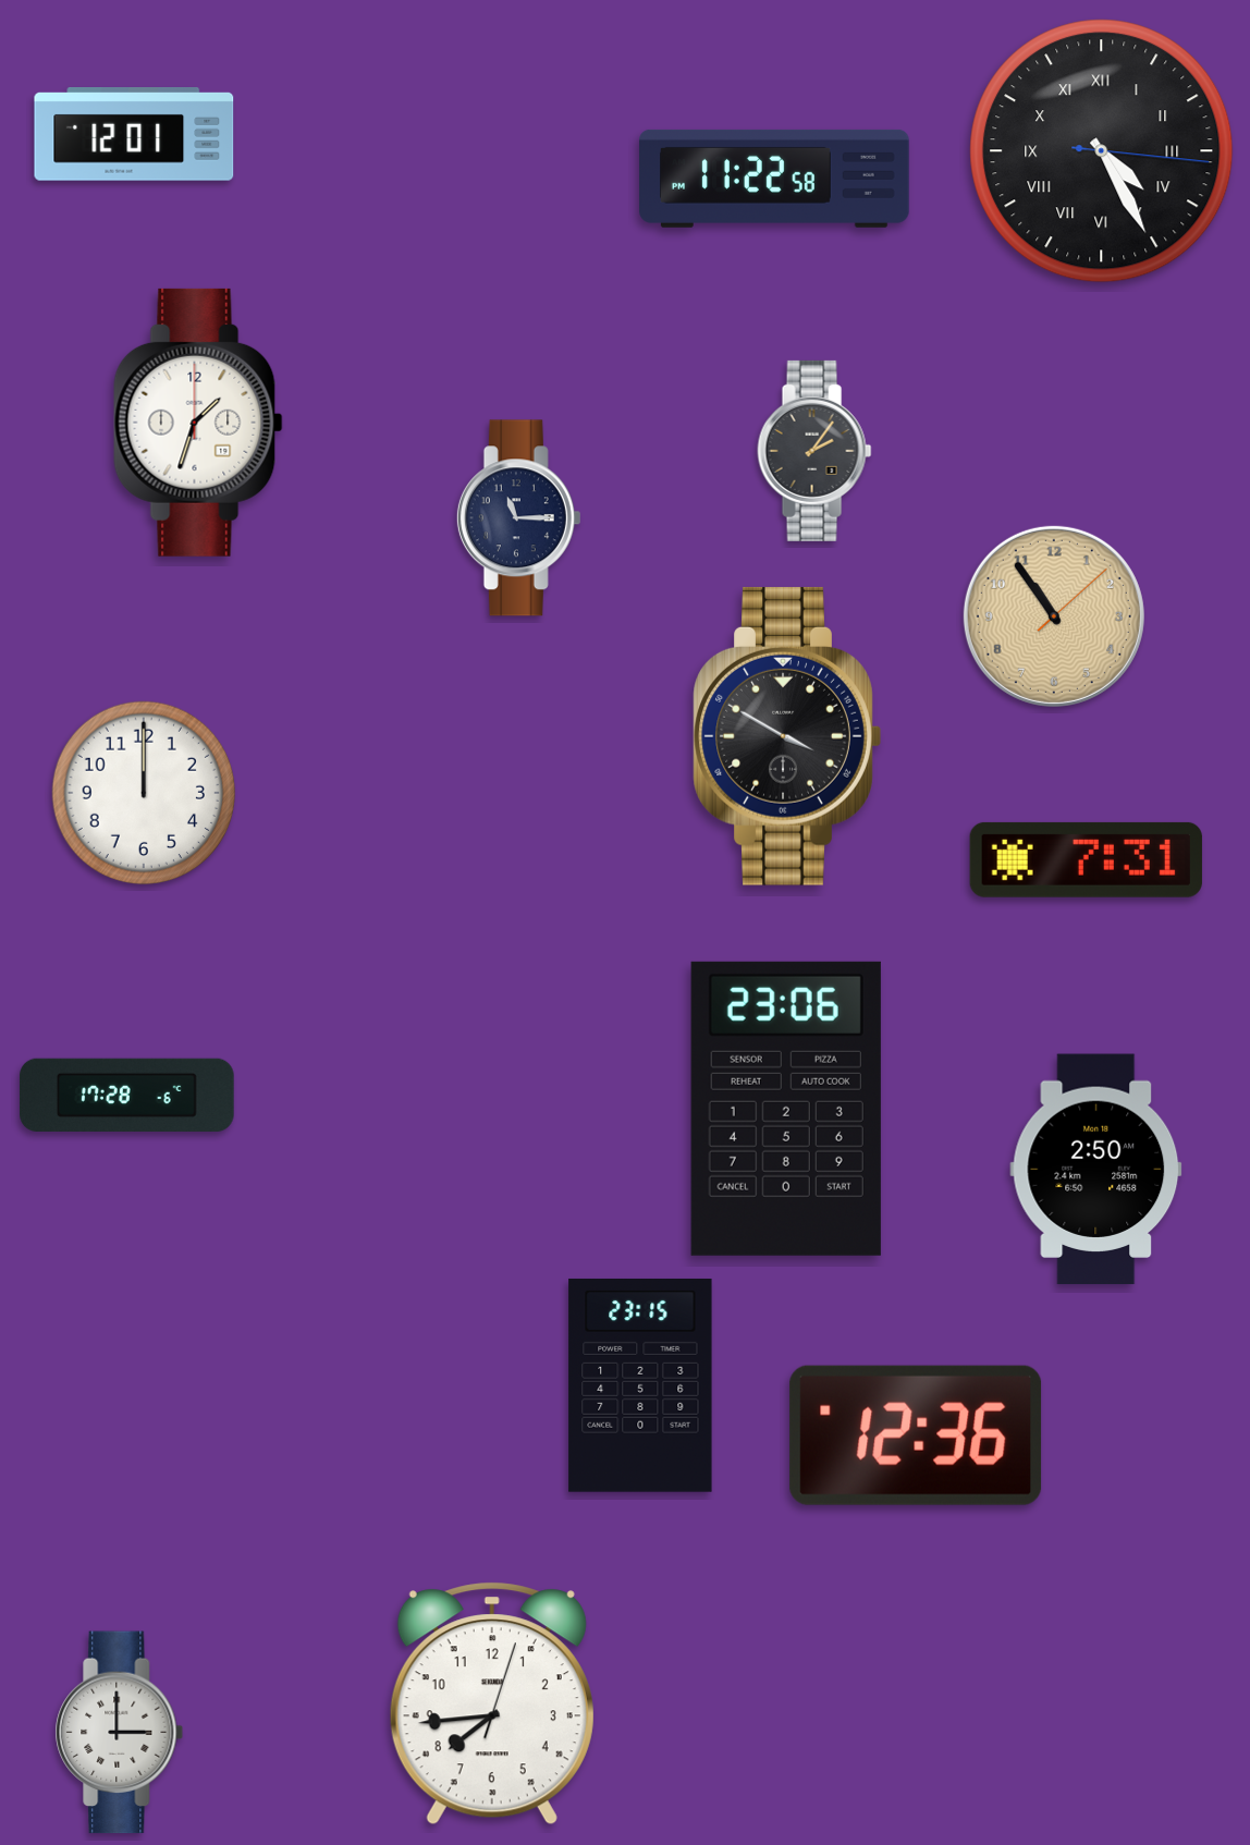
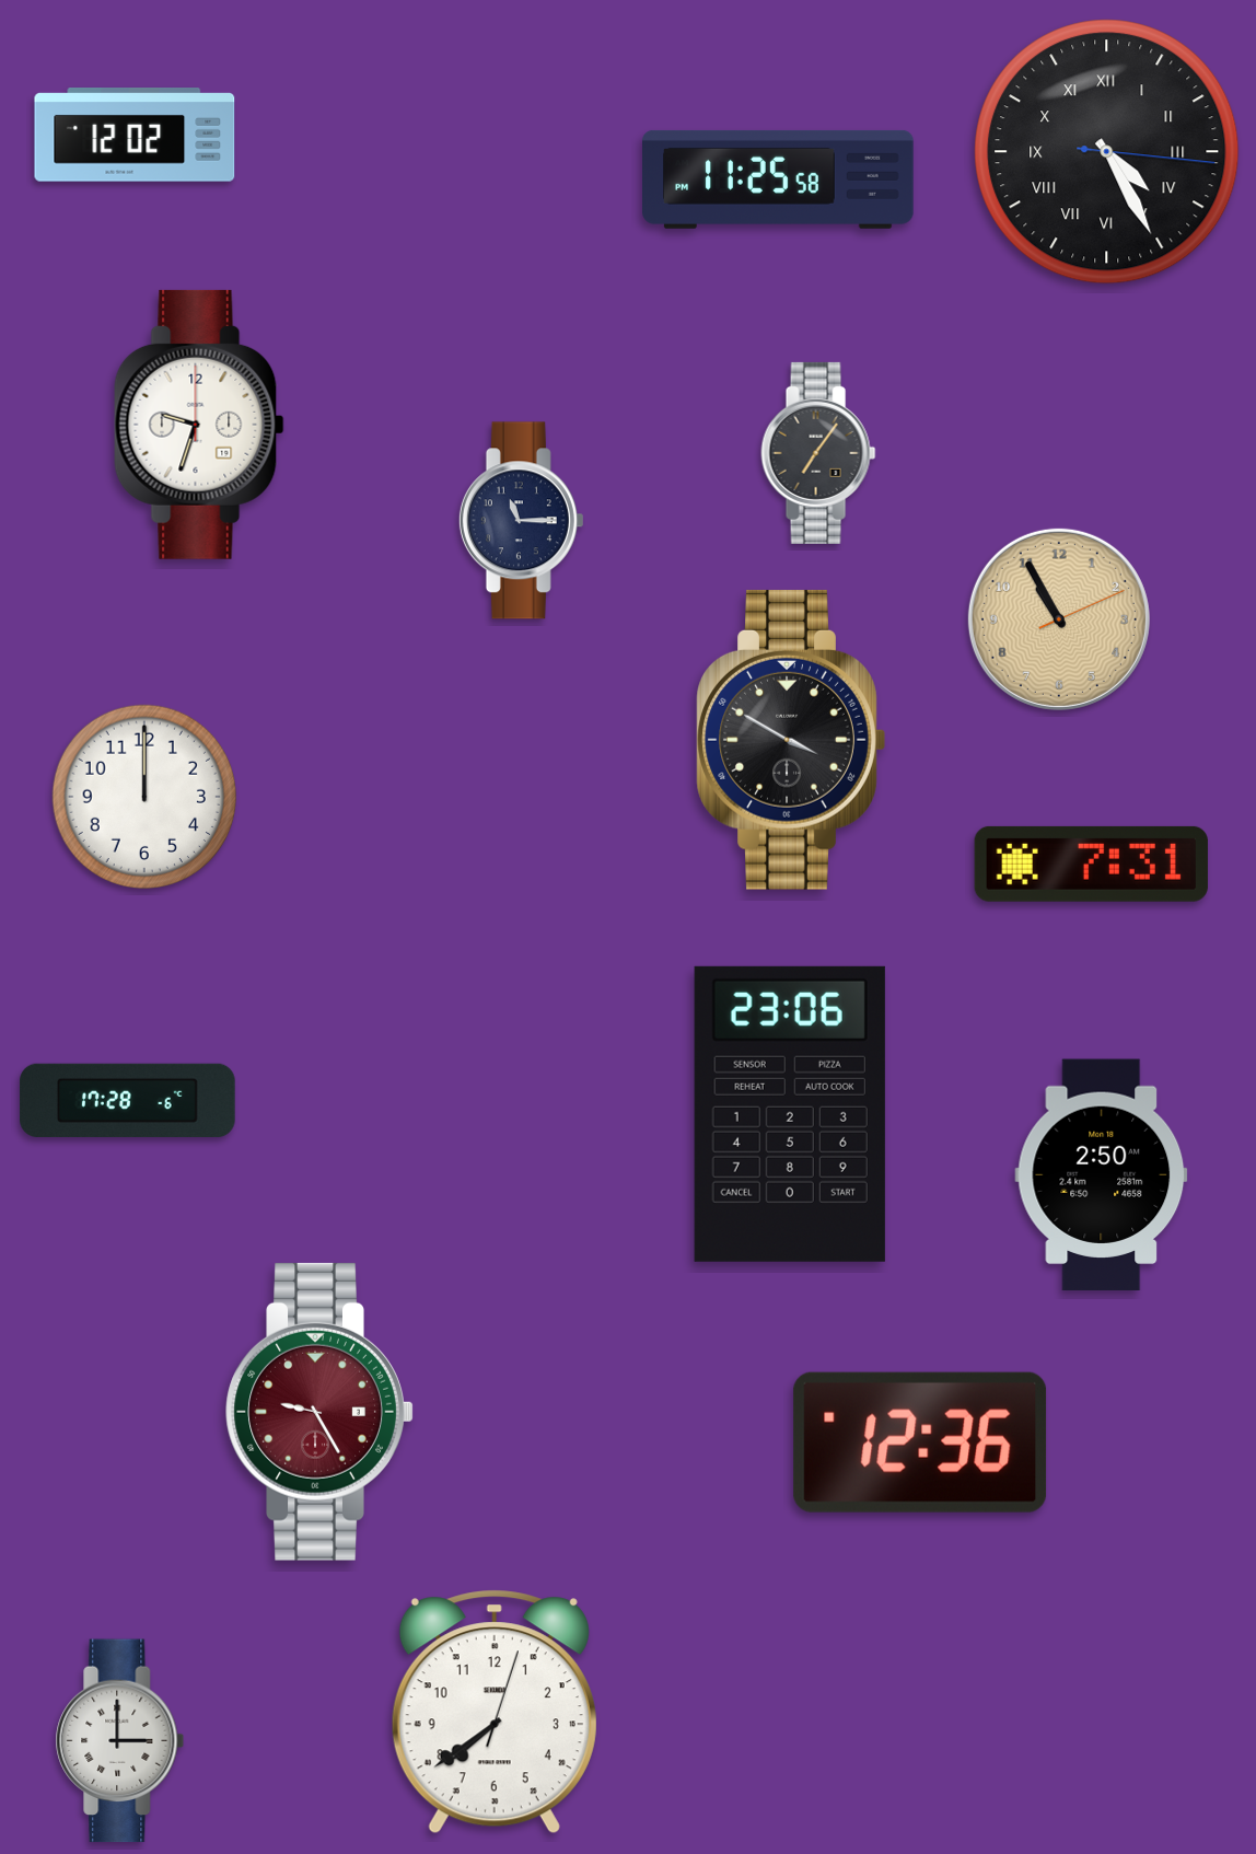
clock at (134, 135): 12:01 -> 12:02
clock at (774, 179): 11:22 -> 11:25
clock at (198, 423): 1:33 -> 9:33
clock at (814, 451): 2:06 -> 7:06
clock at (1054, 616): 10:54 -> 10:55
clock at (640, 1385): 23:15 -> none
clock at (319, 1412): none -> 9:25
clock at (492, 1703): 7:44 -> 7:39
